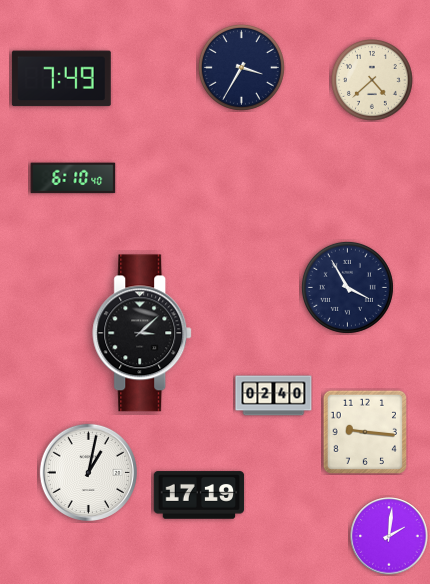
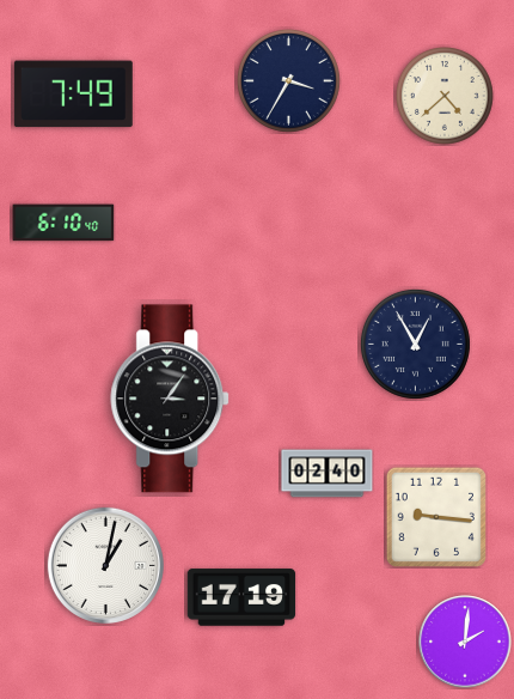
clock at (73, 178) position: (73, 178) -> (63, 223)
clock at (347, 287): 3:55 -> 12:55
clock at (143, 333): 3:08 -> 3:06
clock at (199, 495) position: (199, 495) -> (241, 597)
